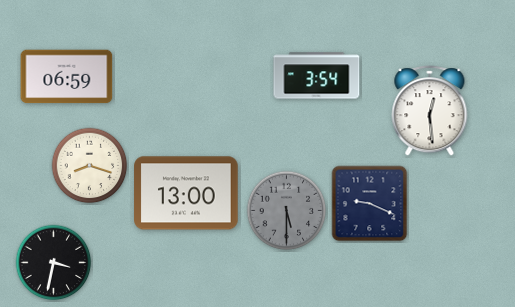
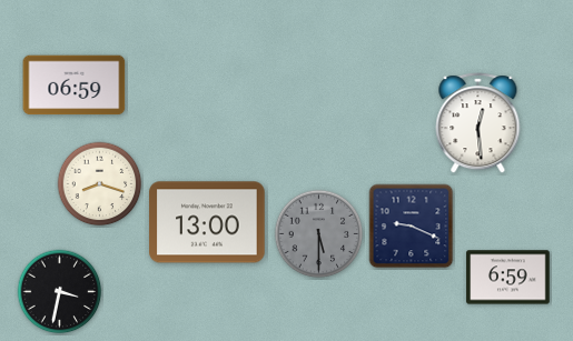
clock at (317, 76): 3:54 -> none
clock at (186, 193) position: (186, 193) -> (207, 222)
clock at (508, 278): none -> 6:59
